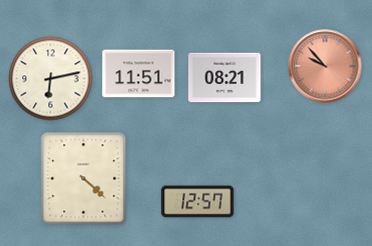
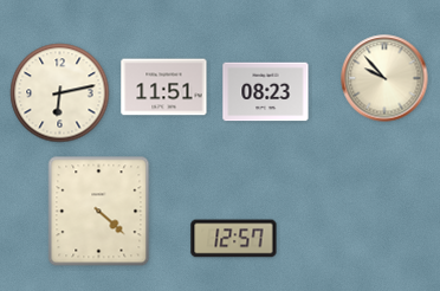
clock at (325, 66) dial: salmon -> cream
clock at (225, 78): 08:21 -> 08:23
